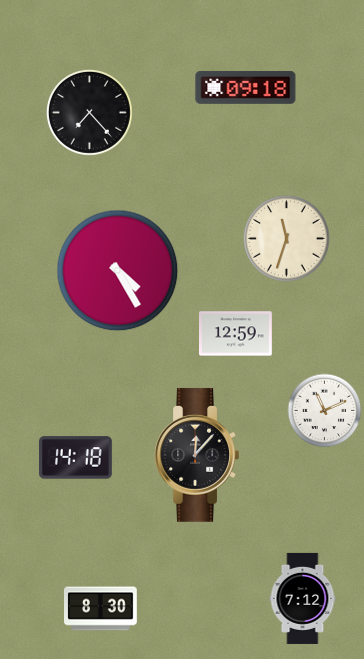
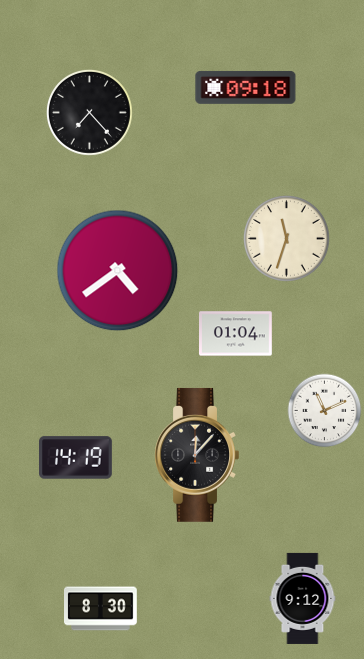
clock at (118, 271): 4:25 -> 4:39
clock at (236, 334): 12:59 -> 01:04
clock at (76, 458): 14:18 -> 14:19
clock at (303, 598): 7:12 -> 9:12
